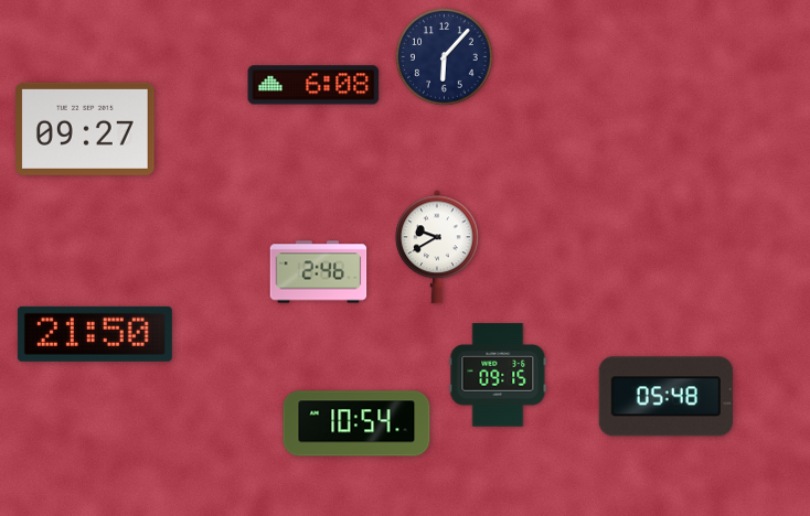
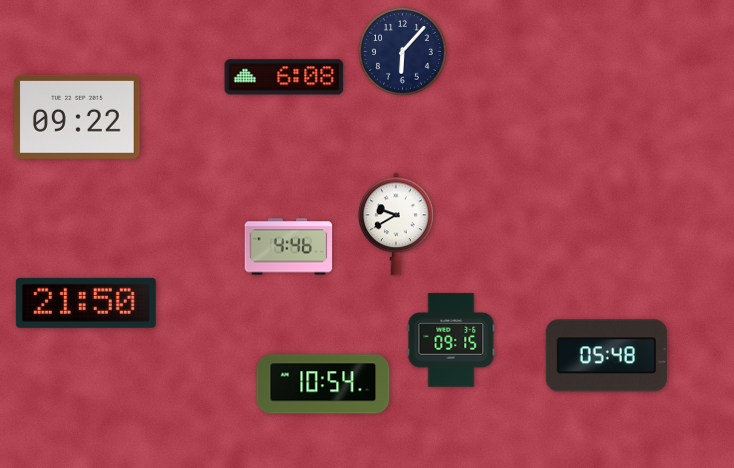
clock at (85, 129): 09:27 -> 09:22
clock at (319, 272): 2:46 -> 4:46
clock at (665, 397) position: (665, 397) -> (606, 356)
